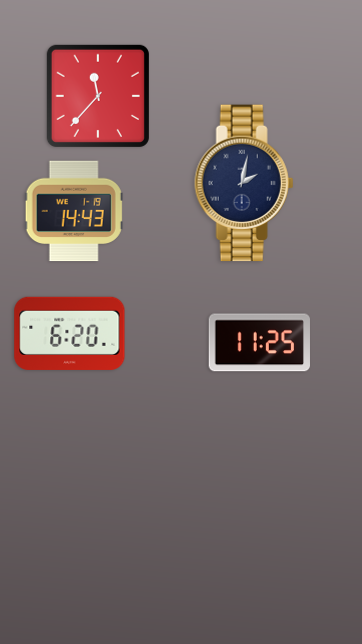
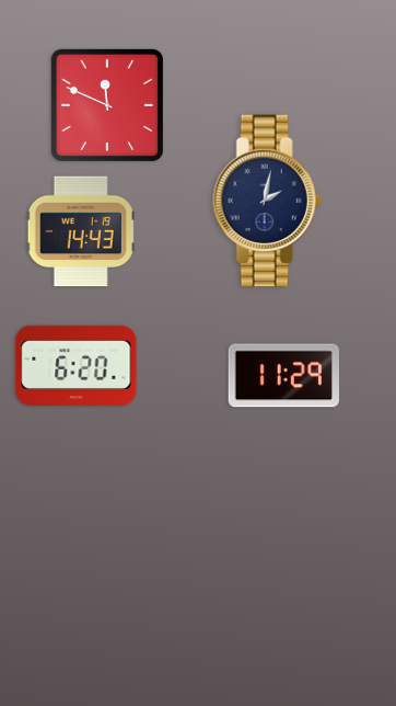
clock at (98, 96): 11:37 -> 11:49
clock at (259, 343): 11:25 -> 11:29
